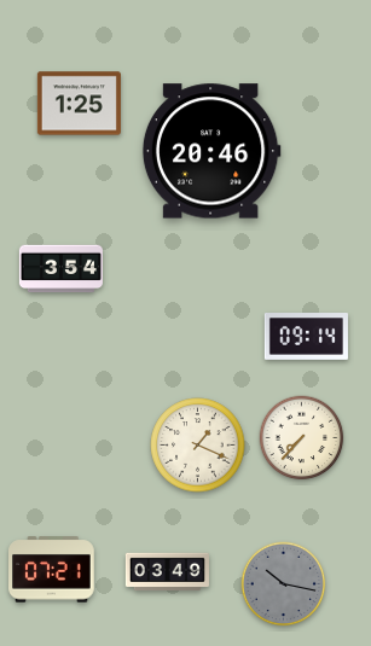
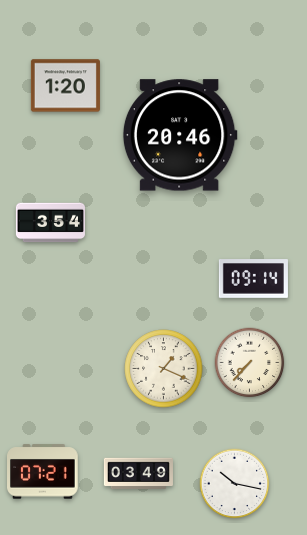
clock at (79, 104): 1:25 -> 1:20
clock at (211, 151) position: (211, 151) -> (180, 135)
clock at (284, 584) dial: grey -> white
